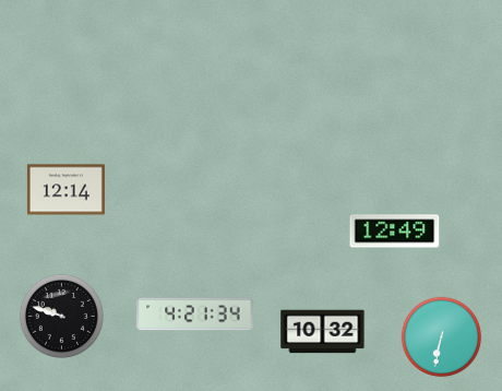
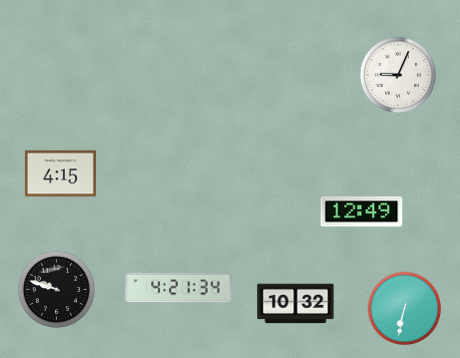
clock at (397, 74): none -> 9:04
clock at (65, 190): 12:14 -> 4:15
